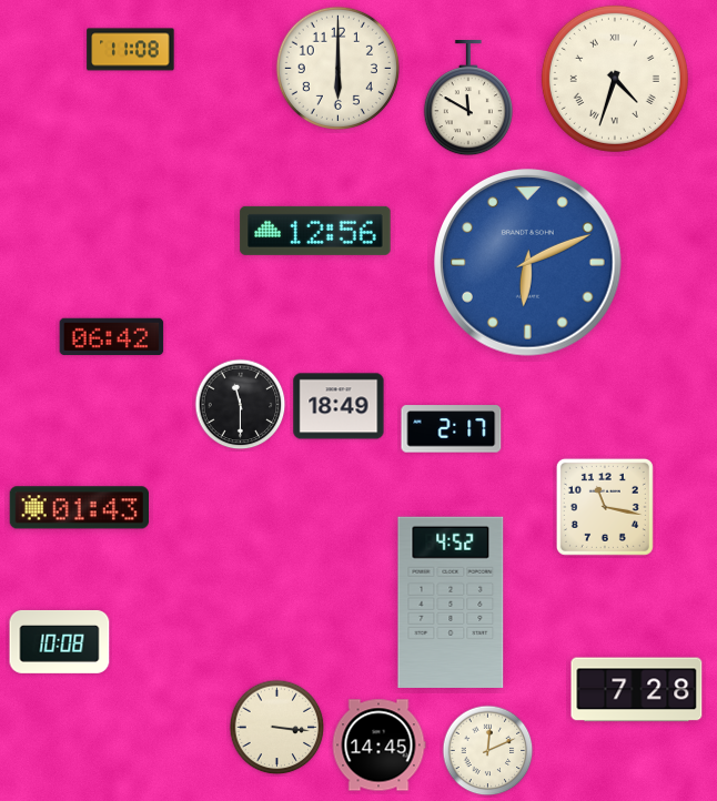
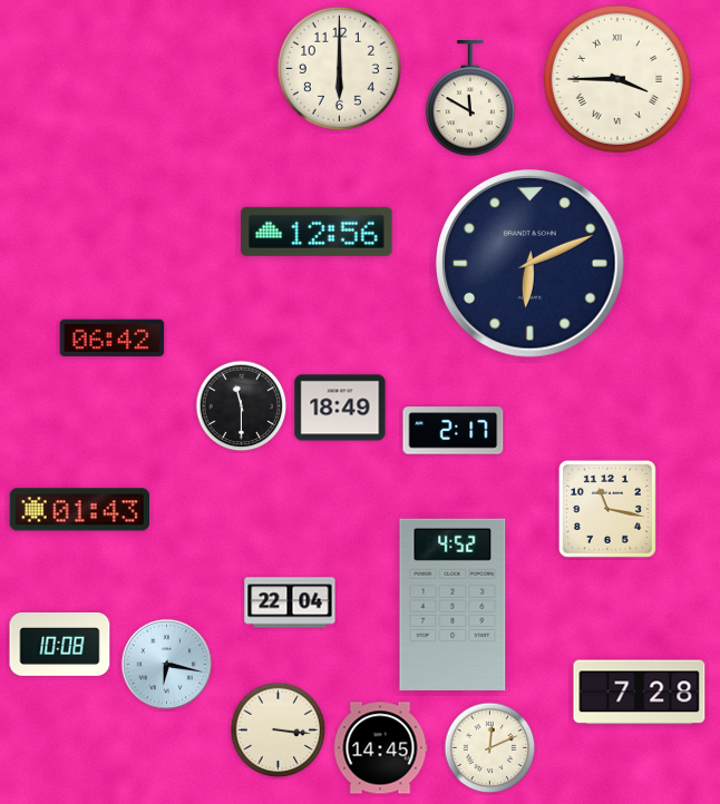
clock at (131, 50): 11:08 -> none
clock at (615, 79): 4:33 -> 3:45
clock at (528, 263) dial: blue -> navy
clock at (290, 602): none -> 22:04
clock at (167, 665): none -> 6:17
clock at (488, 751) position: (488, 751) -> (490, 748)
